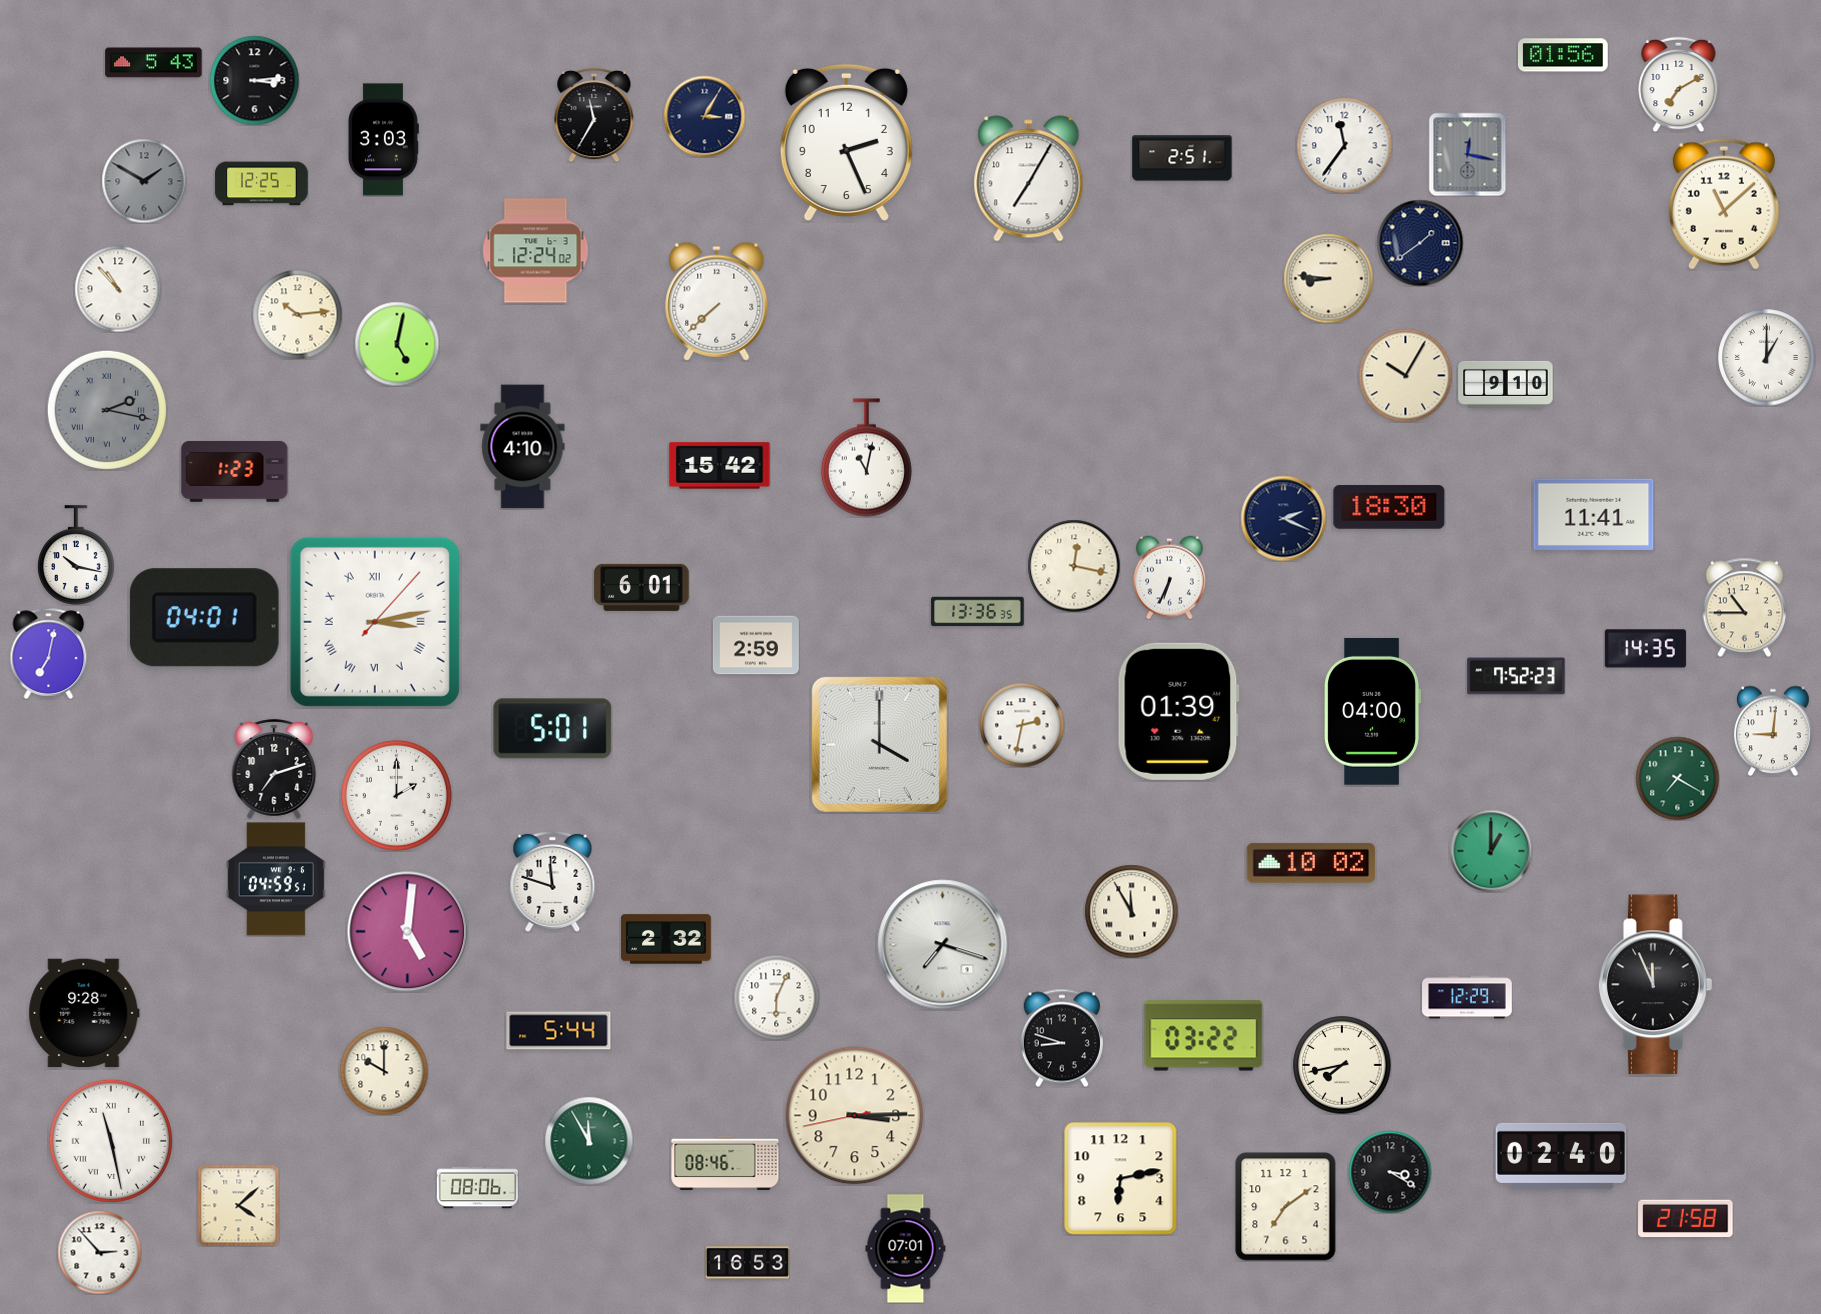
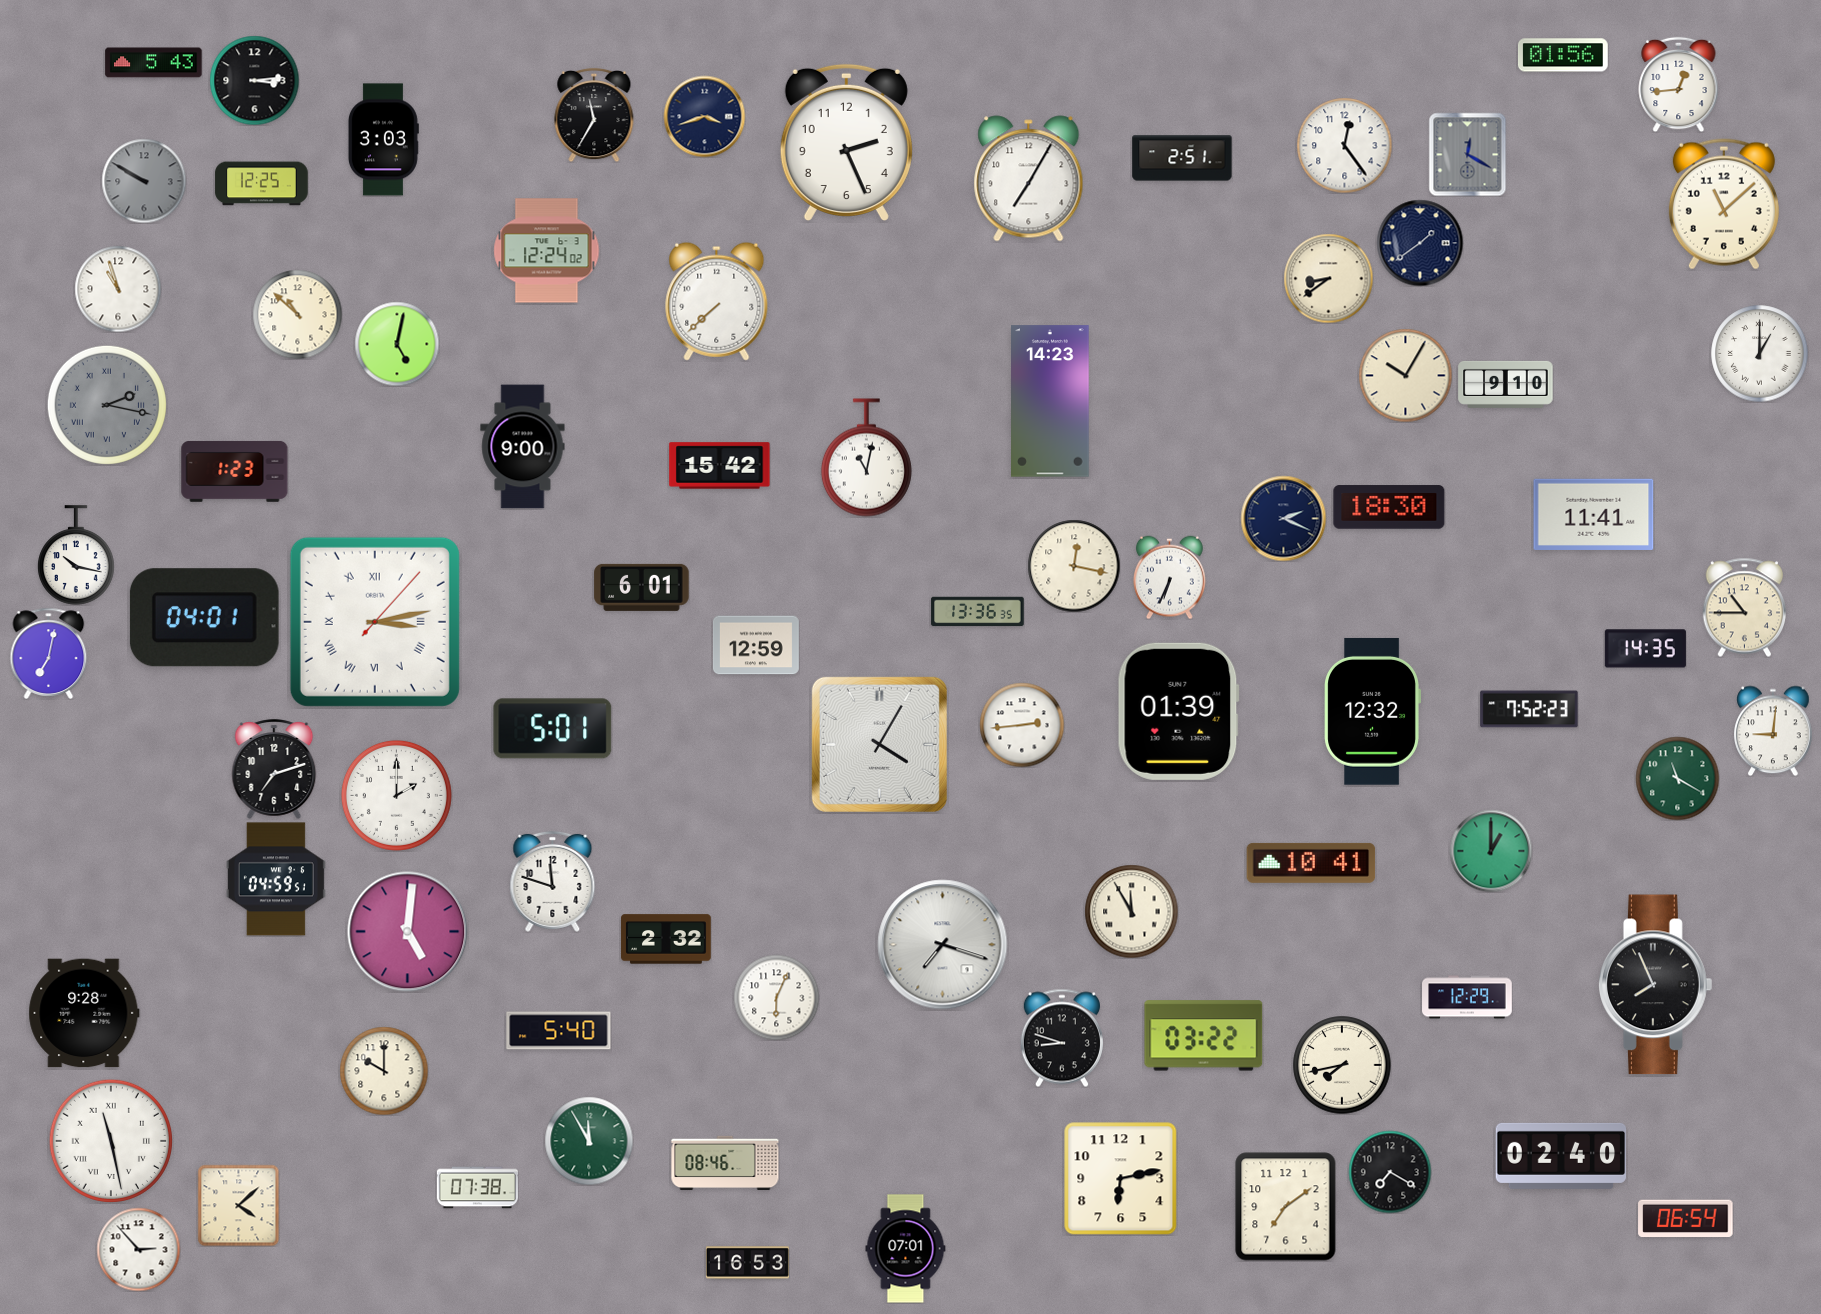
clock at (1679, 84): 7:10 -> 12:44
clock at (704, 116): 3:05 -> 3:42
clock at (1344, 145): 11:36 -> 12:24
clock at (1468, 154): 12:17 -> 12:20
clock at (144, 181): 1:50 -> 9:50
clock at (536, 251) position: (536, 251) -> (547, 251)
clock at (1328, 278): 8:46 -> 8:39
clock at (118, 289): 10:53 -> 10:57
clock at (297, 314): 10:14 -> 10:52
clock at (1767, 358) position: (1767, 358) -> (1760, 354)
clock at (1051, 401): none -> 14:23
clock at (107, 410) position: (107, 410) -> (107, 405)
clock at (523, 447): 4:10 -> 9:00
clock at (756, 645): 2:59 -> 12:59
clock at (1516, 676) position: (1516, 676) -> (1529, 709)
clock at (1372, 711): 04:00 -> 12:32
clock at (1022, 725): 2:32 -> 2:44
clock at (879, 744): 4:00 -> 4:05
clock at (1677, 778): 7:20 -> 11:20
clock at (1311, 863): 10:02 -> 10:41
clock at (1656, 985): 11:56 -> 7:56
clock at (559, 1031): 5:44 -> 5:40
clock at (855, 1116): 3:14 -> none
clock at (1390, 1172): 3:20 -> 7:20
clock at (477, 1188): 08:06 -> 07:38
clock at (1686, 1219): 21:58 -> 06:54
clock at (99, 1252) position: (99, 1252) -> (138, 1249)
